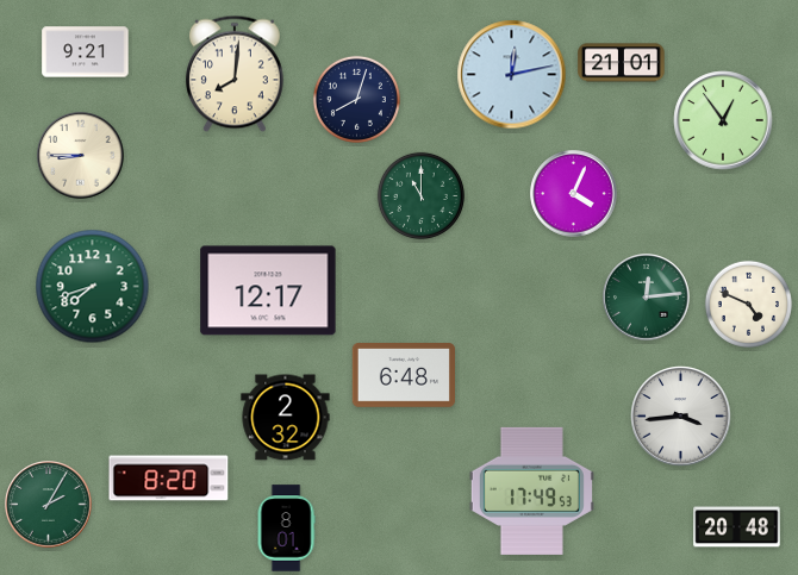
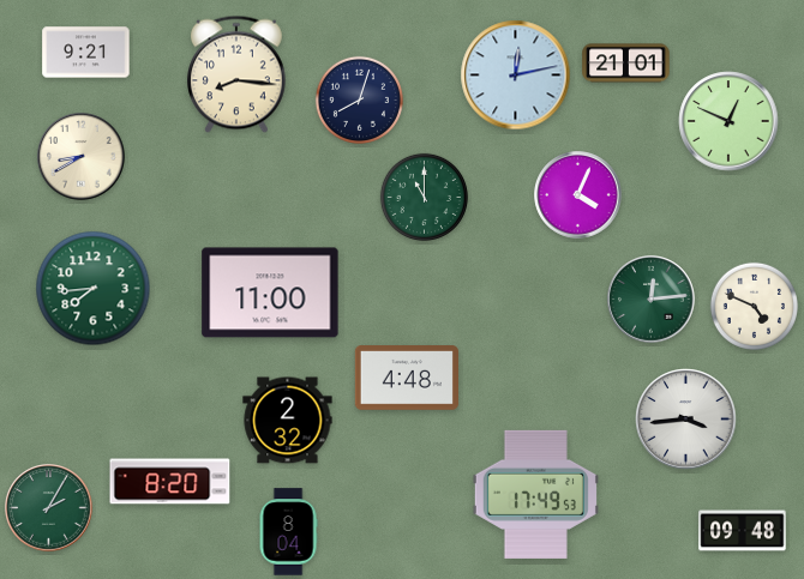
clock at (236, 74): 8:01 -> 8:16
clock at (723, 120): 12:54 -> 12:49
clock at (81, 156): 8:45 -> 8:40
clock at (93, 287): 7:42 -> 7:44
clock at (268, 290): 12:17 -> 11:00
clock at (403, 376): 6:48 -> 4:48
clock at (737, 527): 20:48 -> 09:48
clock at (286, 529): 8:01 -> 8:04
